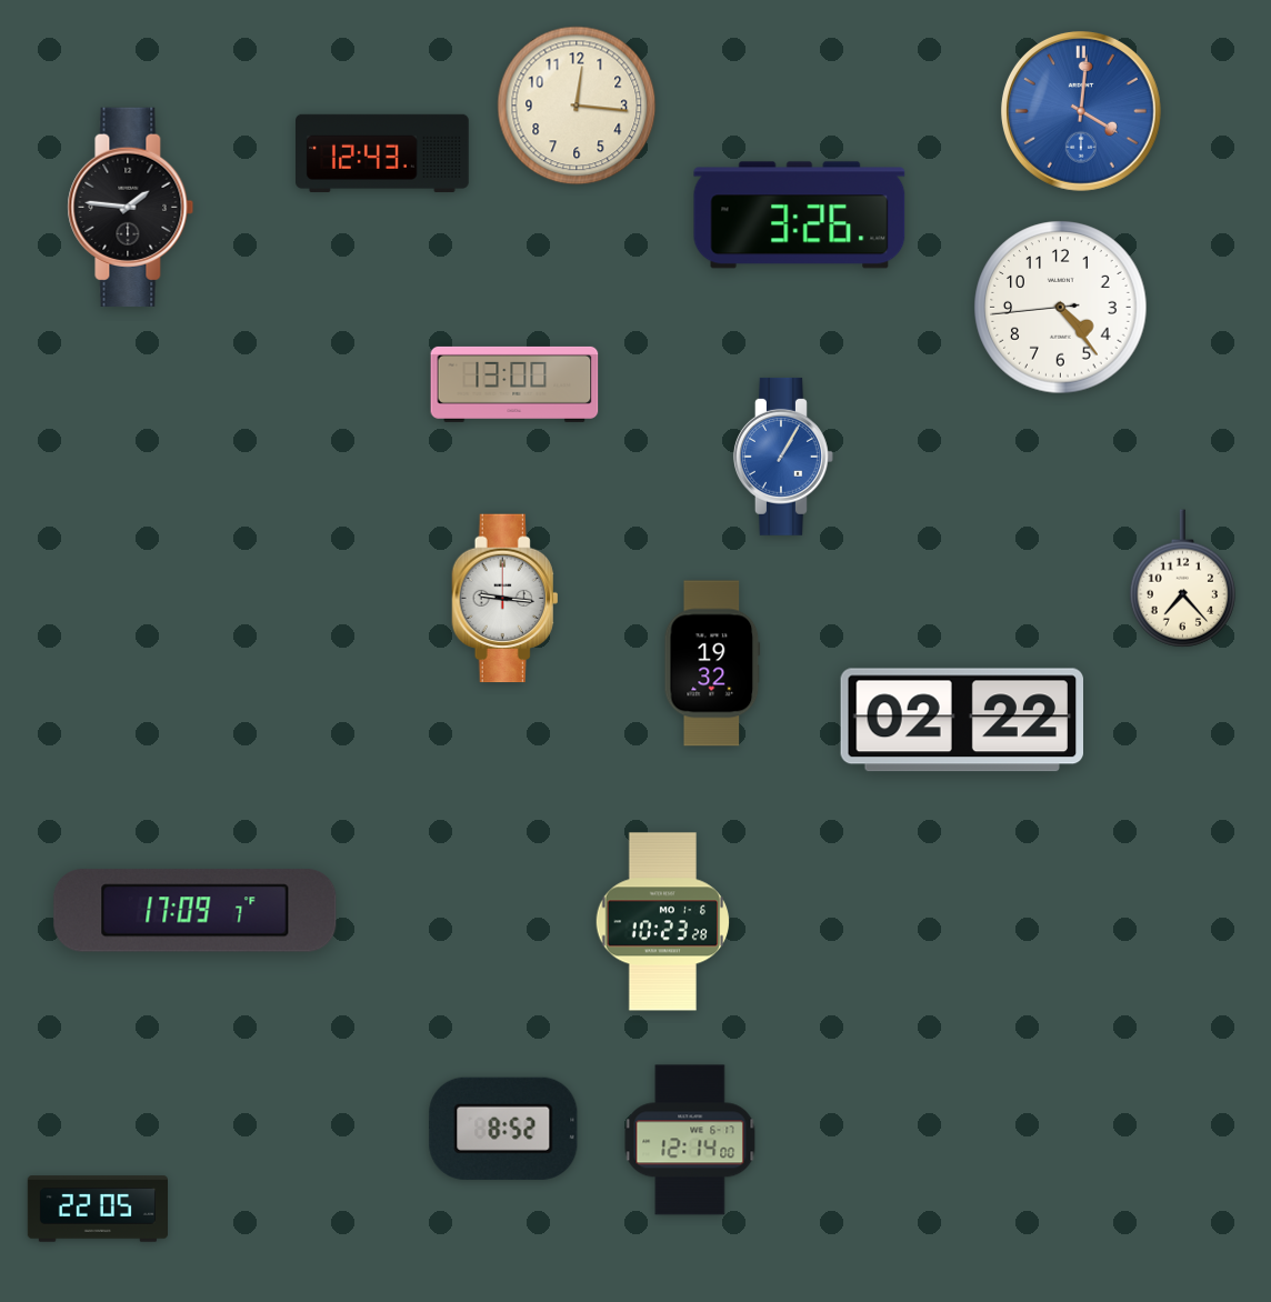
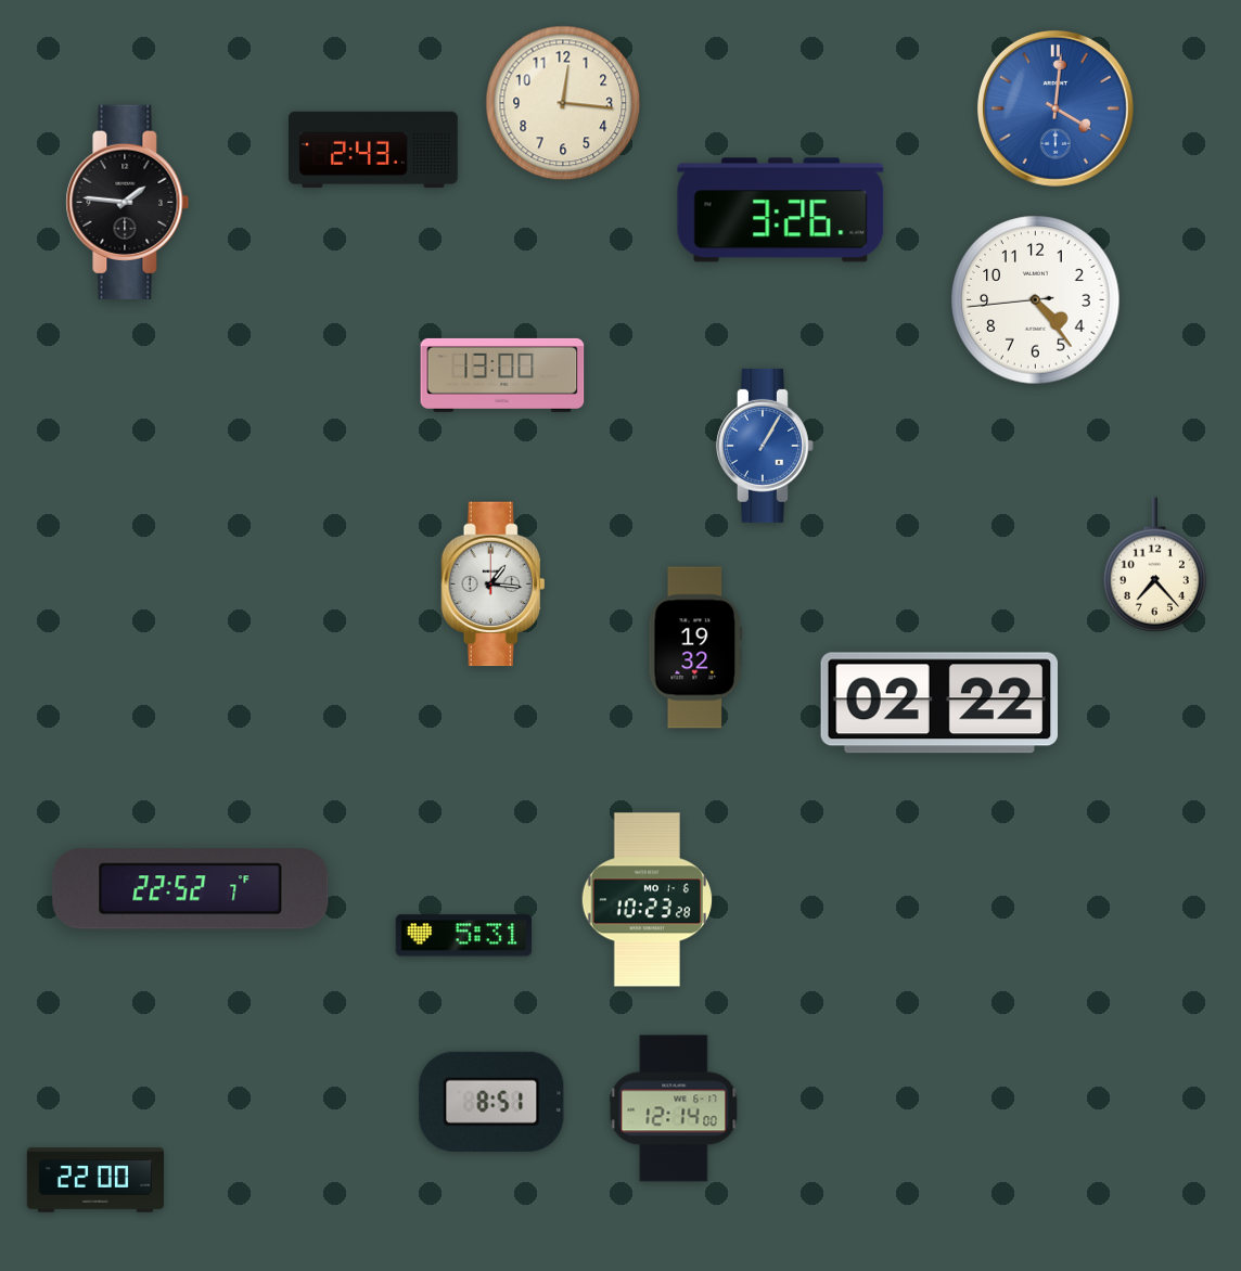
clock at (383, 153): 12:43 -> 2:43
clock at (506, 599): 9:16 -> 1:16
clock at (196, 911): 17:09 -> 22:52
clock at (464, 936): none -> 5:31
clock at (503, 1129): 8:52 -> 8:51
clock at (690, 1140) position: (690, 1140) -> (674, 1108)
clock at (97, 1209): 22:05 -> 22:00
